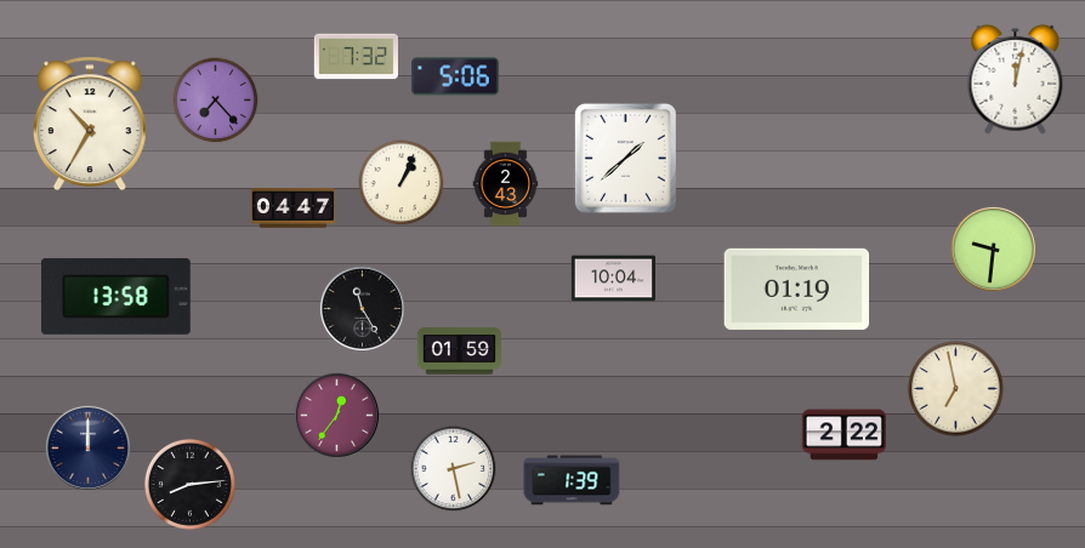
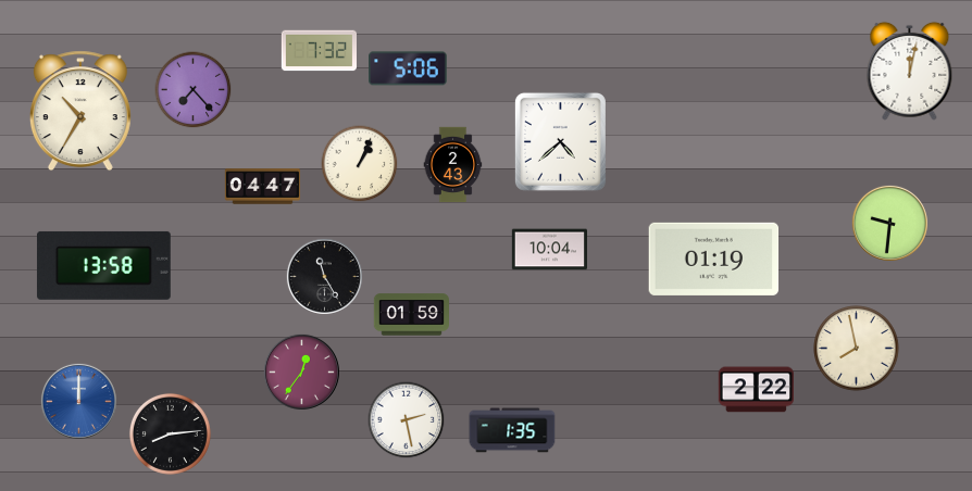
clock at (625, 158): 1:38 -> 4:38
clock at (956, 389): 6:58 -> 7:58
clock at (87, 447) dial: navy -> blue
clock at (572, 480): 1:39 -> 1:35
